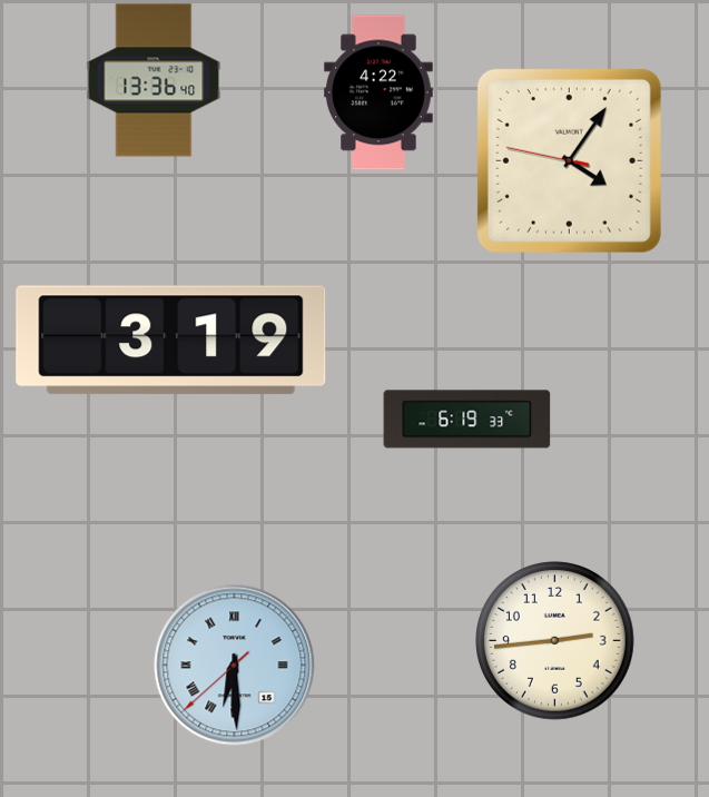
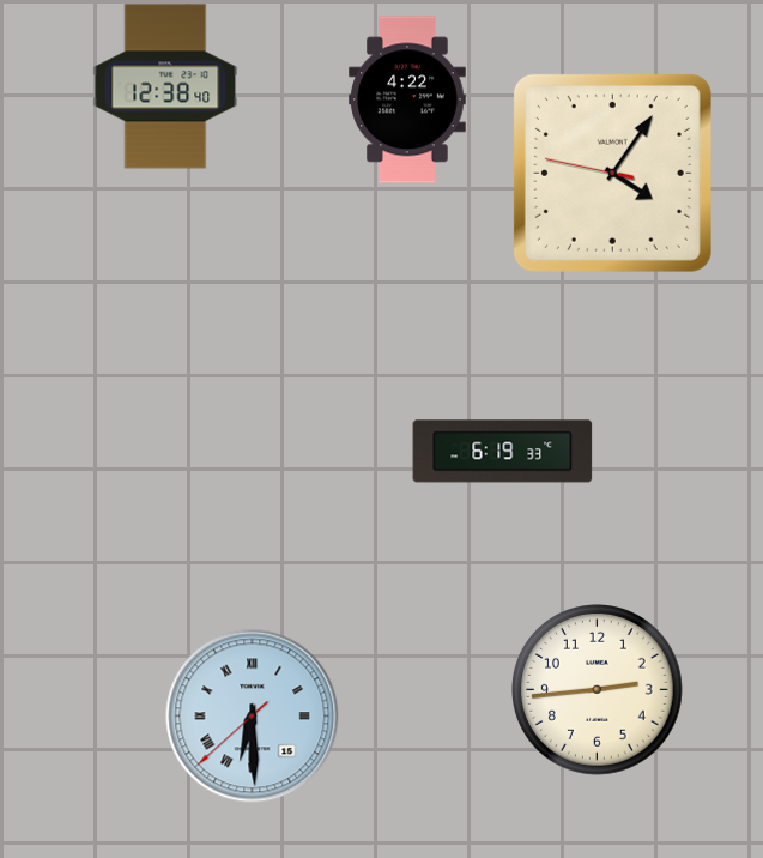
clock at (154, 80): 13:36 -> 12:38
clock at (171, 341): 3:19 -> none
